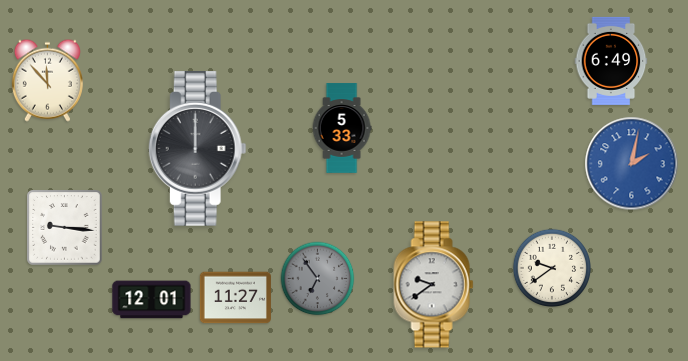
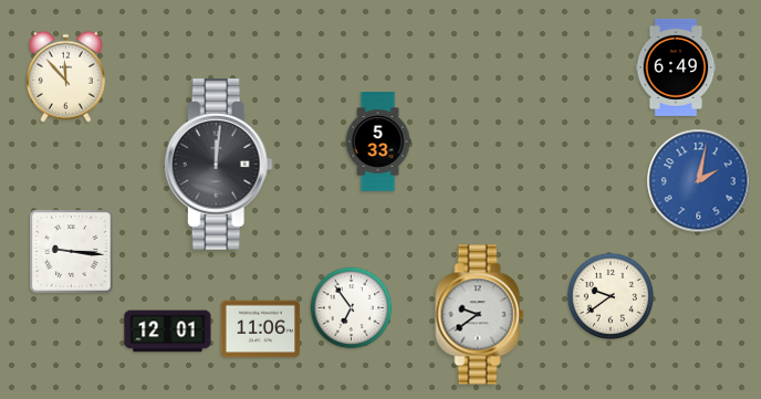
clock at (47, 80) position: (47, 80) -> (65, 76)
clock at (197, 149): 12:00 -> 12:01
clock at (318, 279) dial: grey -> white
clock at (235, 298): 11:27 -> 11:06
